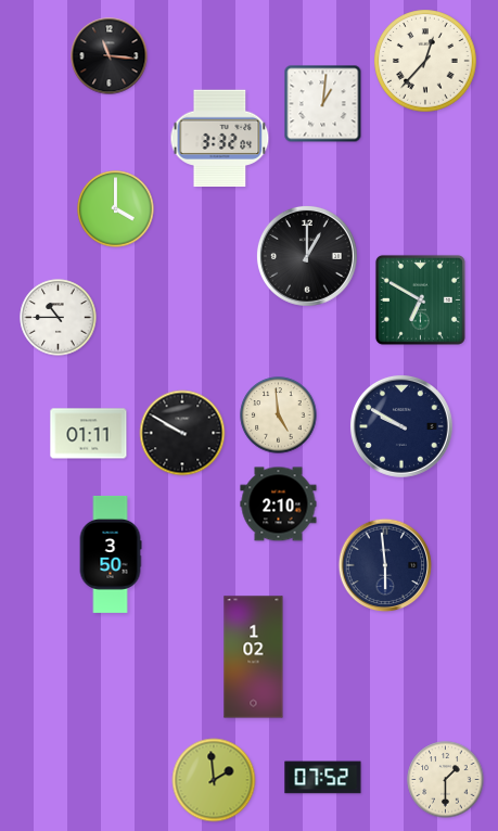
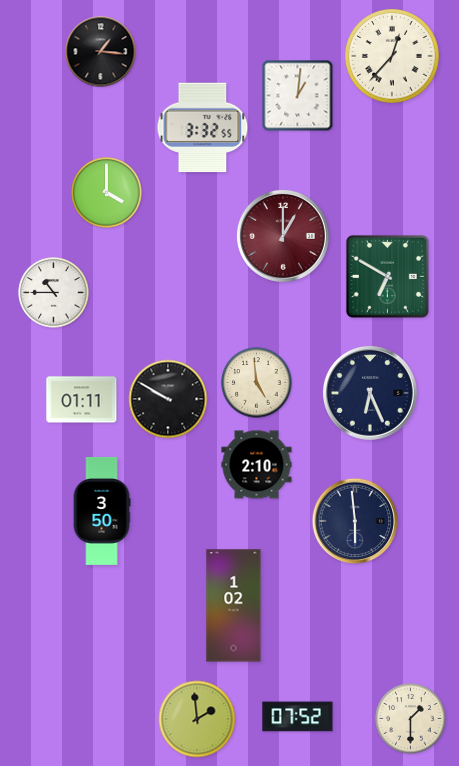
clock at (110, 56): 11:16 -> 1:16
clock at (220, 139): 3:32:04 -> 3:32:55
clock at (307, 256) dial: black -> burgundy
clock at (401, 426): 9:50 -> 6:26
